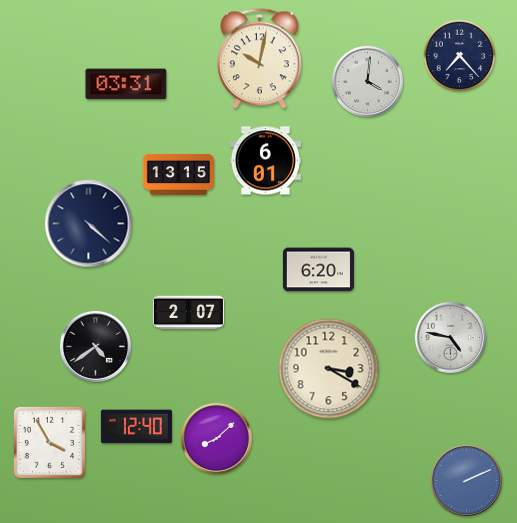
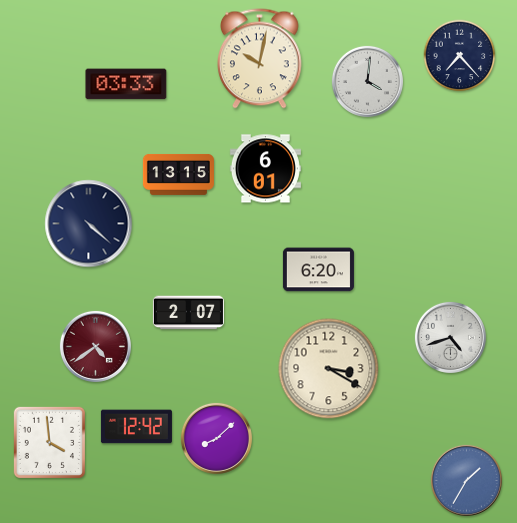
clock at (126, 84): 03:31 -> 03:33
clock at (265, 161) position: (265, 161) -> (265, 169)
clock at (450, 337): 4:47 -> 4:42
clock at (95, 346) dial: black -> burgundy
clock at (136, 427): 12:40 -> 12:42
clock at (49, 442): 3:55 -> 3:59
clock at (466, 480): 2:11 -> 1:35
